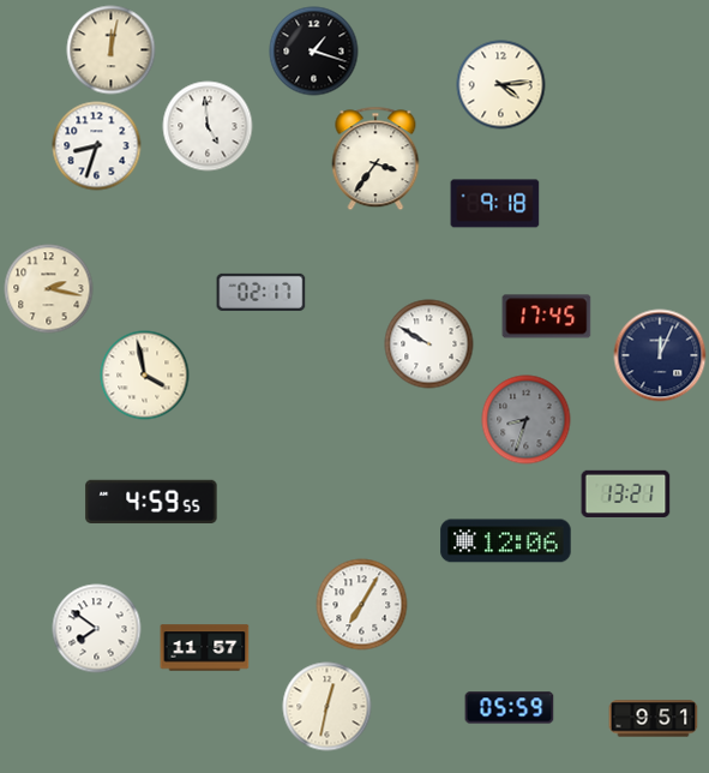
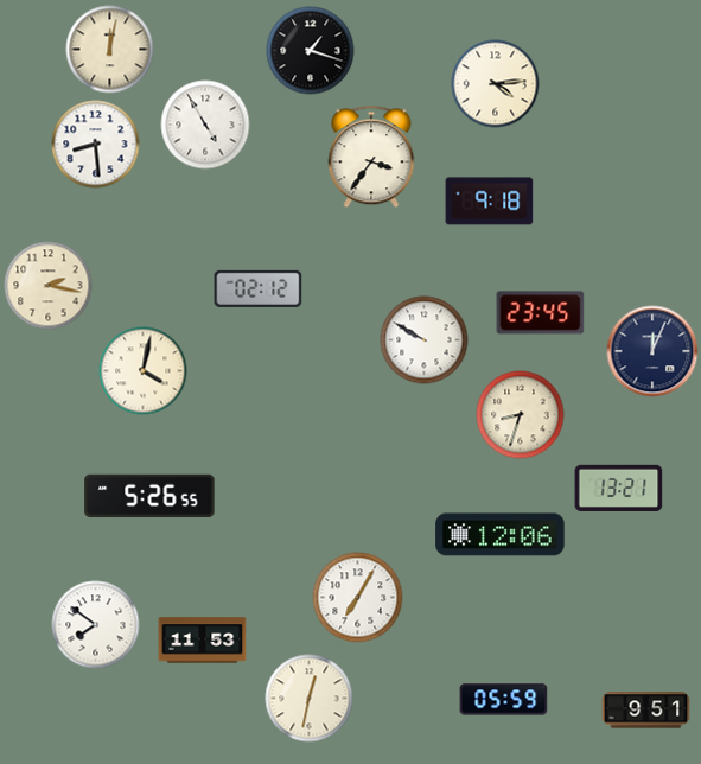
clock at (208, 126): 4:59 -> 4:55
clock at (97, 146): 8:33 -> 8:29
clock at (262, 292): 02:17 -> 02:12
clock at (547, 317): 17:45 -> 23:45
clock at (145, 376): 3:58 -> 4:02
clock at (527, 420) dial: grey -> cream
clock at (151, 501): 4:59 -> 5:26
clock at (97, 629) position: (97, 629) -> (96, 625)
clock at (205, 648): 11:57 -> 11:53
clock at (328, 707) position: (328, 707) -> (310, 699)
